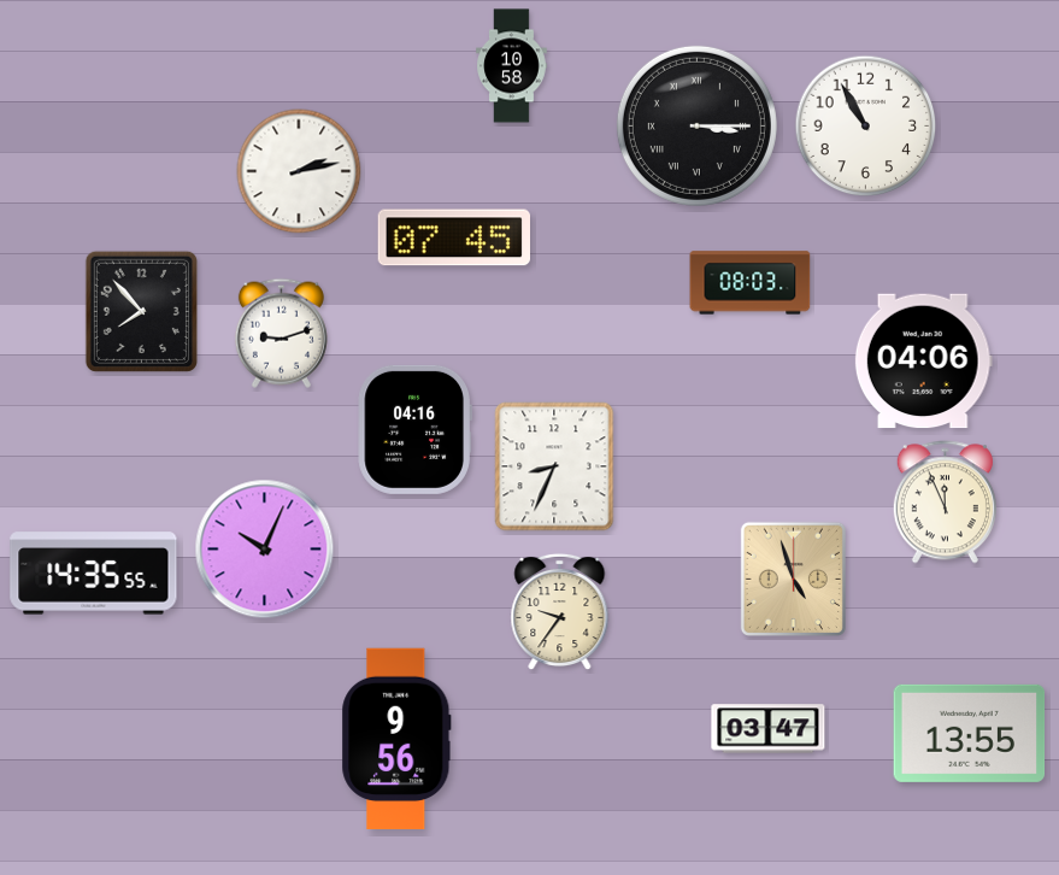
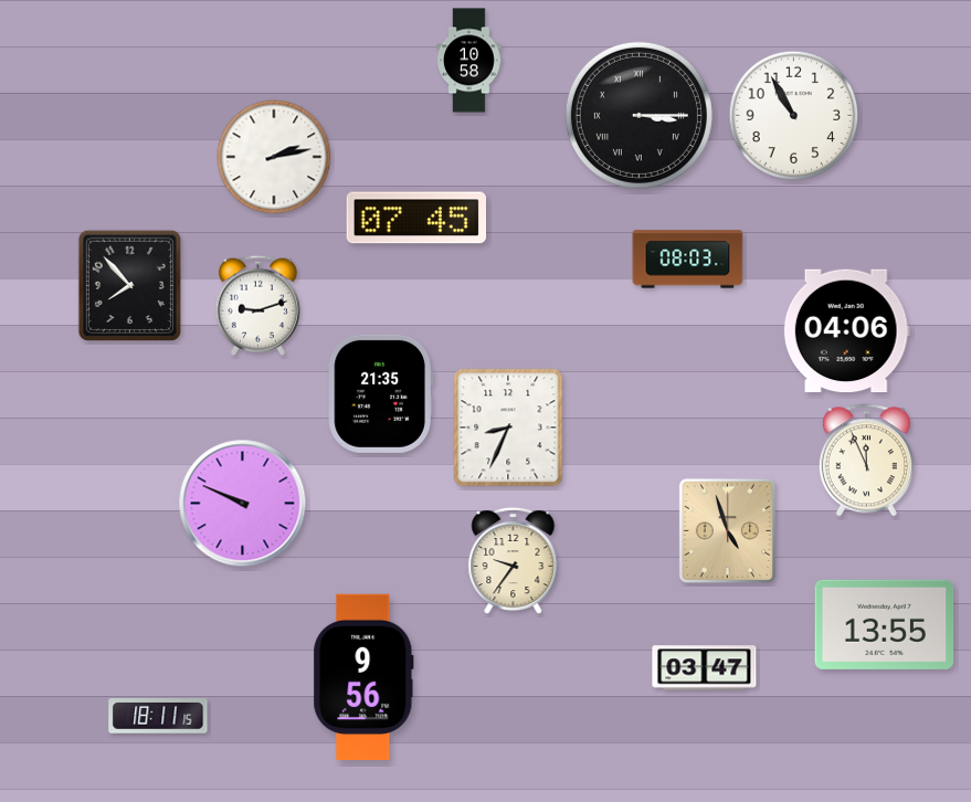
clock at (414, 429): 04:16 -> 21:35
clock at (265, 550): 10:04 -> 9:49
clock at (94, 574): 14:35 -> none
clock at (970, 733) position: (970, 733) -> (885, 624)
clock at (158, 716): none -> 18:11
